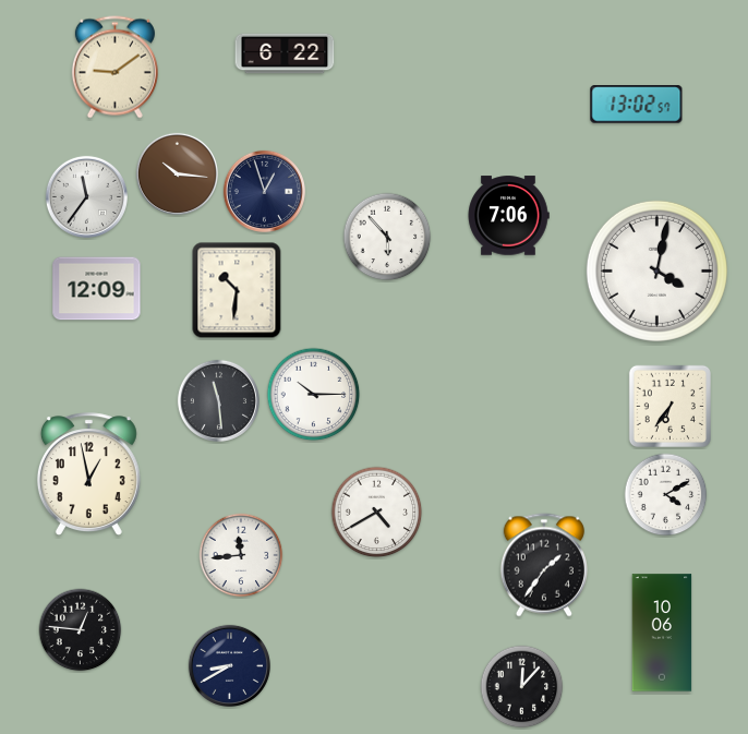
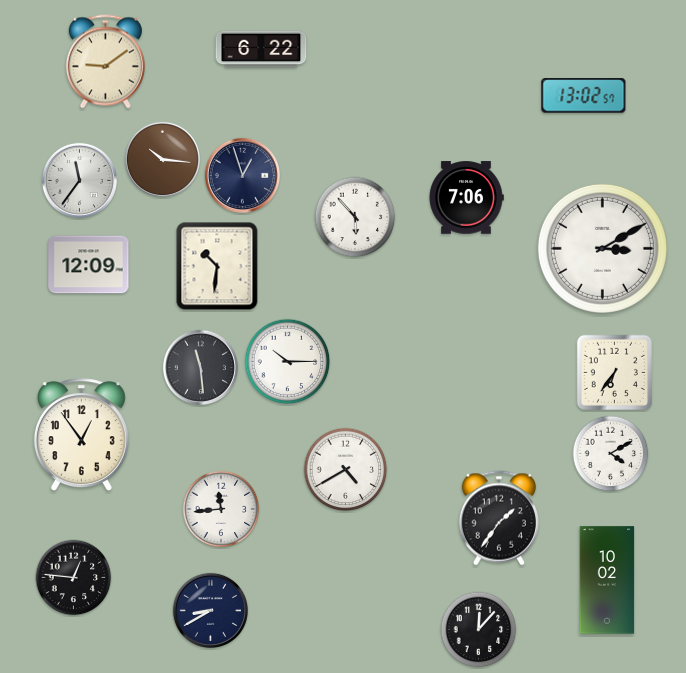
clock at (656, 270): 4:02 -> 3:10
clock at (88, 474): 12:58 -> 12:54
clock at (662, 633): 10:06 -> 10:02
